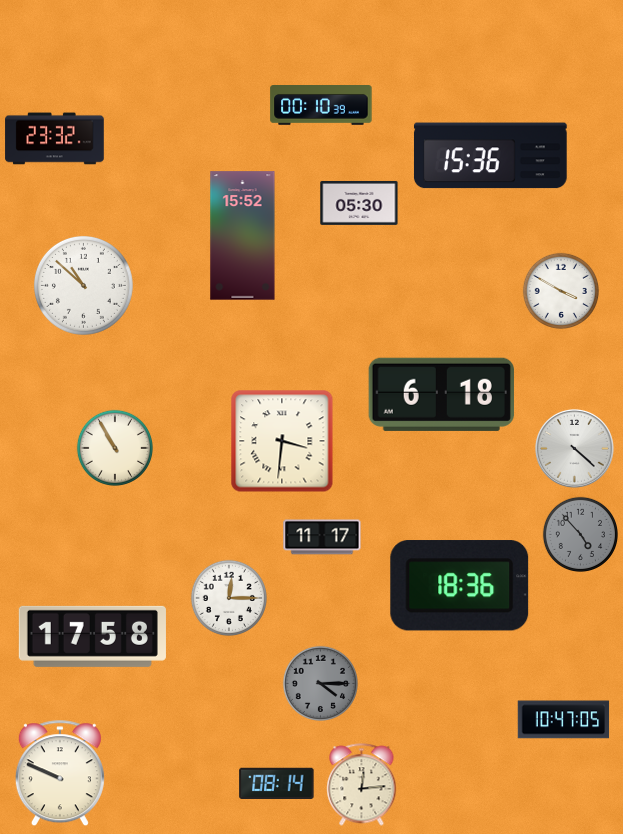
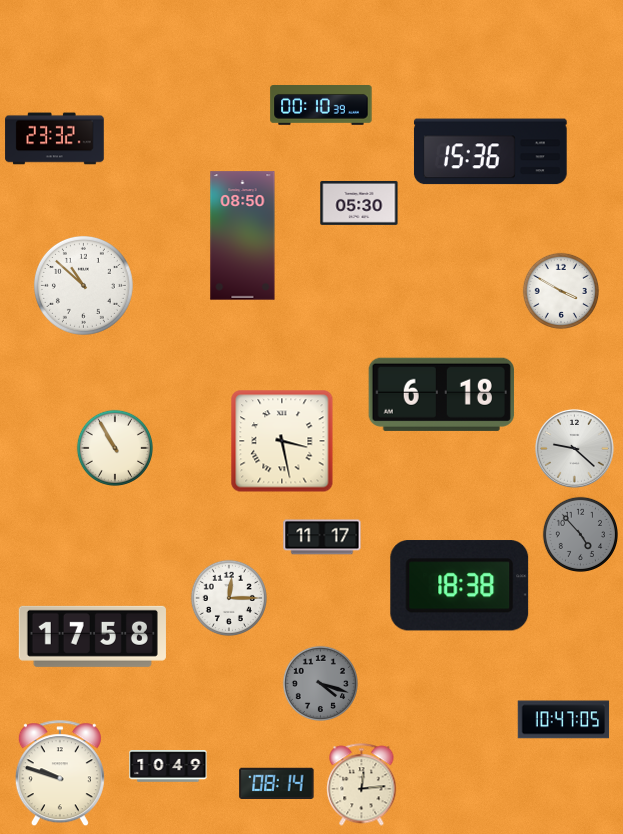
clock at (490, 156) position: (490, 156) -> (490, 152)
clock at (243, 236): 15:52 -> 08:50
clock at (282, 441): 3:31 -> 3:28
clock at (574, 448): 4:22 -> 9:22
clock at (460, 586): 18:36 -> 18:38
clock at (320, 683): 4:15 -> 4:18
clock at (168, 766): none -> 10:49
clock at (60, 774): 9:49 -> 9:48
